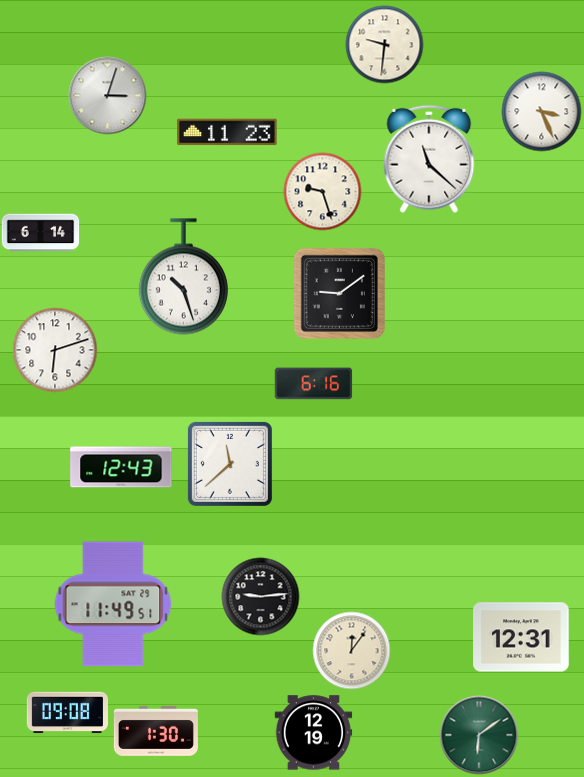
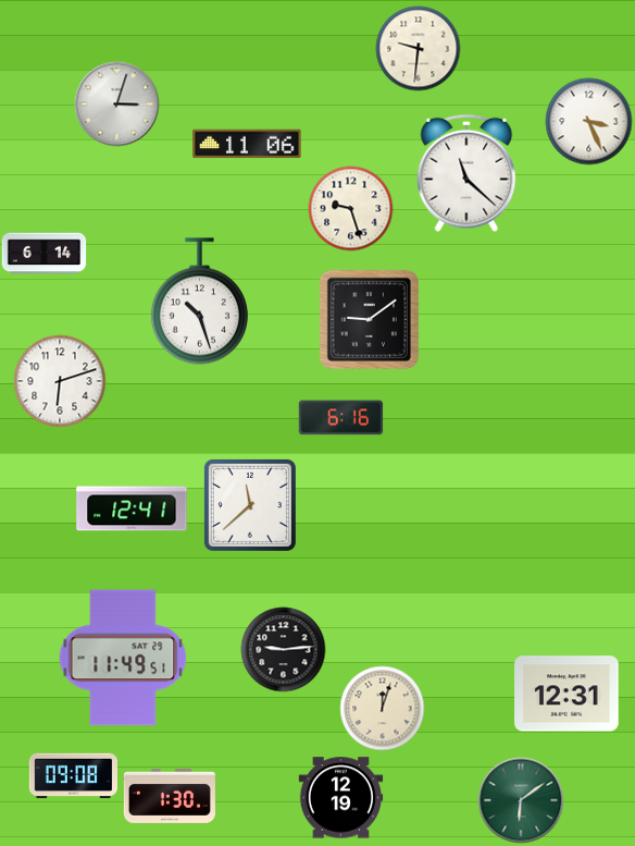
clock at (227, 132): 11:23 -> 11:06
clock at (121, 467): 12:43 -> 12:41
clock at (351, 650): 12:06 -> 12:03
